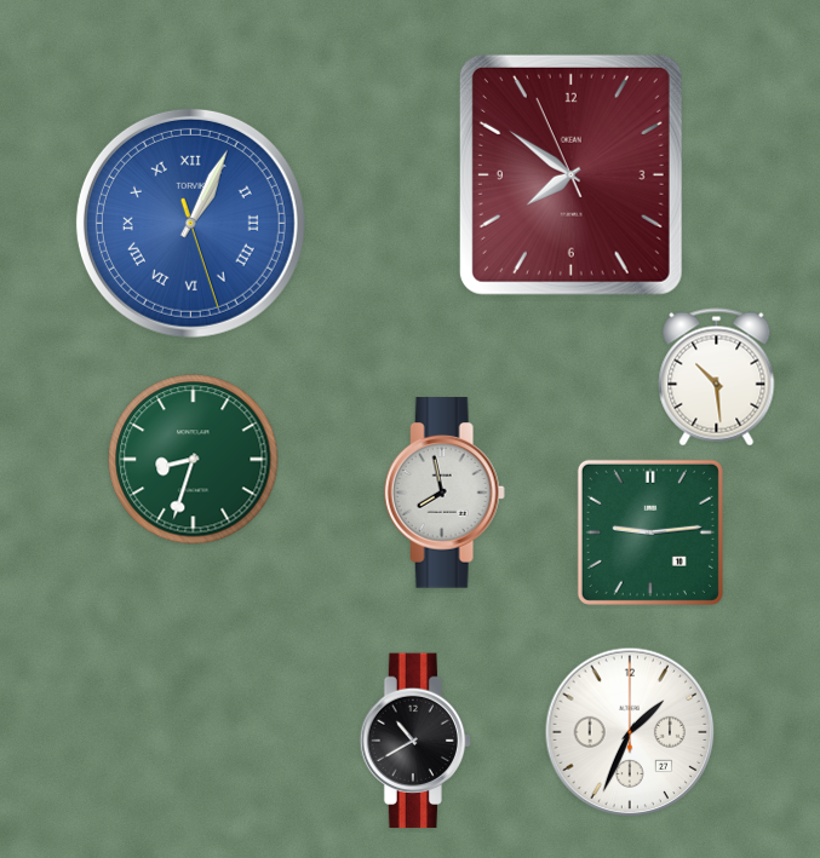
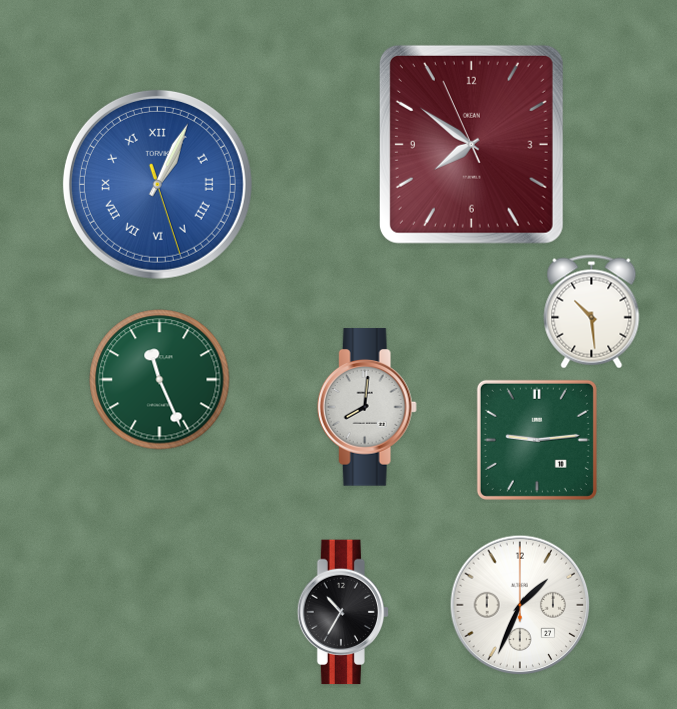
clock at (194, 460): 8:33 -> 11:26
clock at (445, 493): 7:58 -> 8:01
clock at (415, 741): 10:40 -> 10:35
